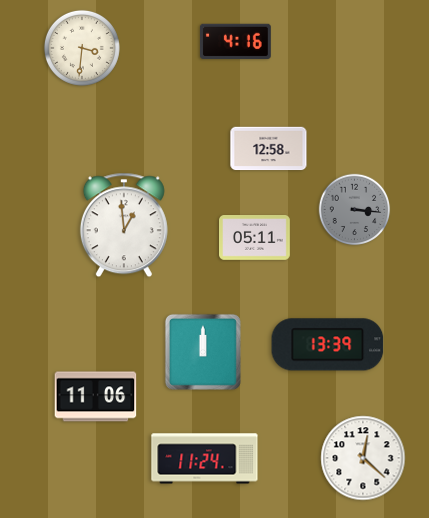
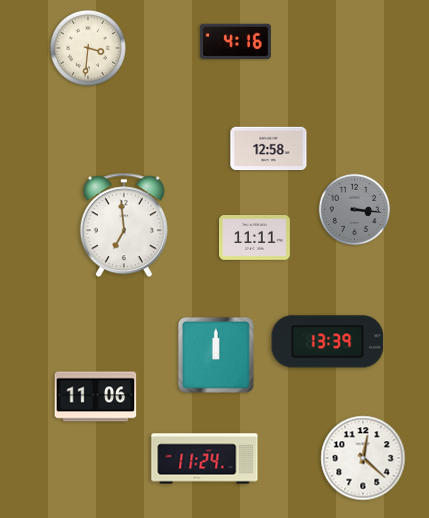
clock at (82, 48) position: (82, 48) -> (88, 48)
clock at (124, 225): 12:59 -> 6:59
clock at (255, 238): 05:11 -> 11:11
clock at (328, 345) position: (328, 345) -> (328, 342)
clock at (203, 352) position: (203, 352) -> (216, 355)
